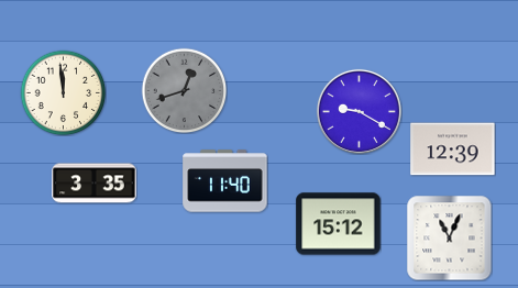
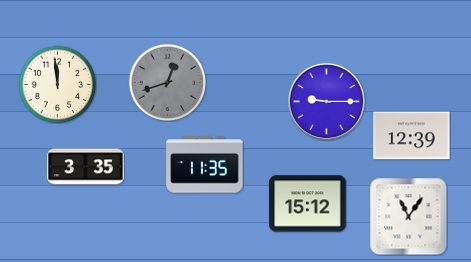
clock at (359, 111): 9:20 -> 9:15
clock at (225, 181): 11:40 -> 11:35
clock at (449, 237): 11:04 -> 11:06
